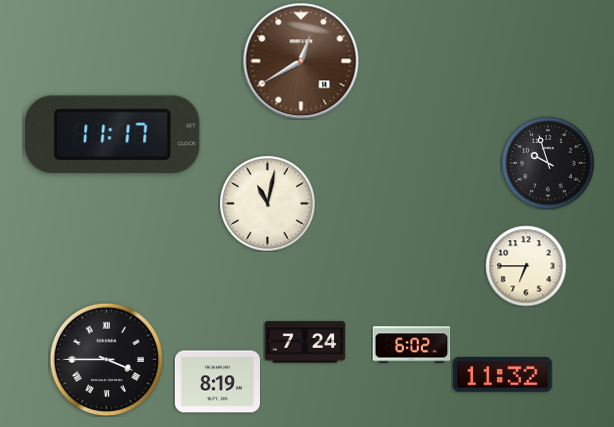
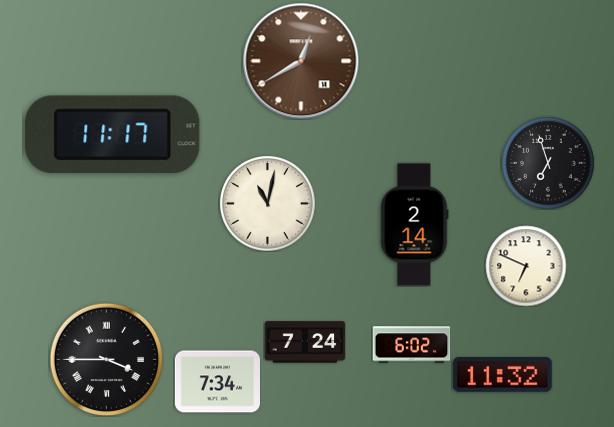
clock at (548, 163): 9:57 -> 6:57
clock at (415, 225): none -> 2:14
clock at (526, 266): 6:45 -> 6:49
clock at (217, 382): 8:19 -> 7:34
